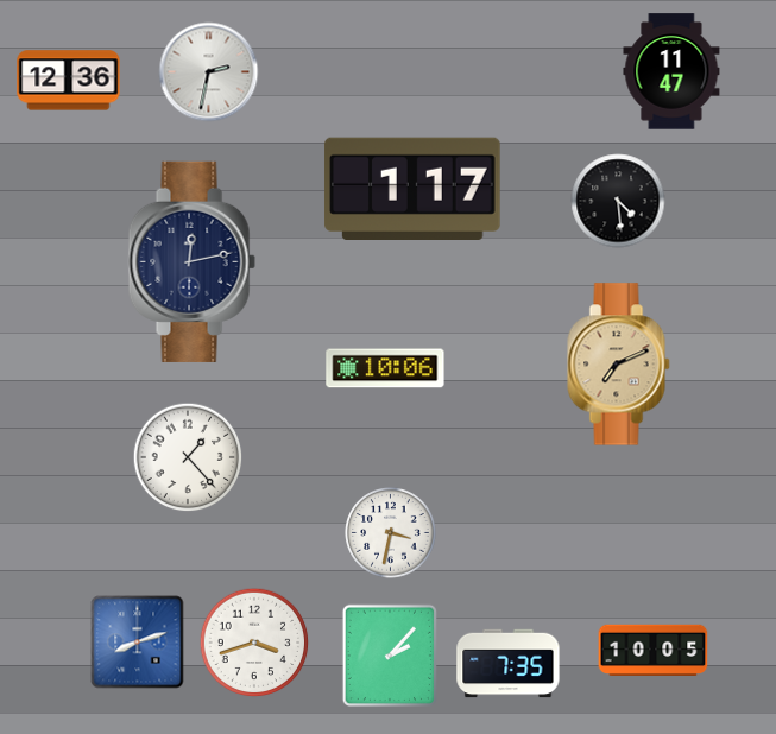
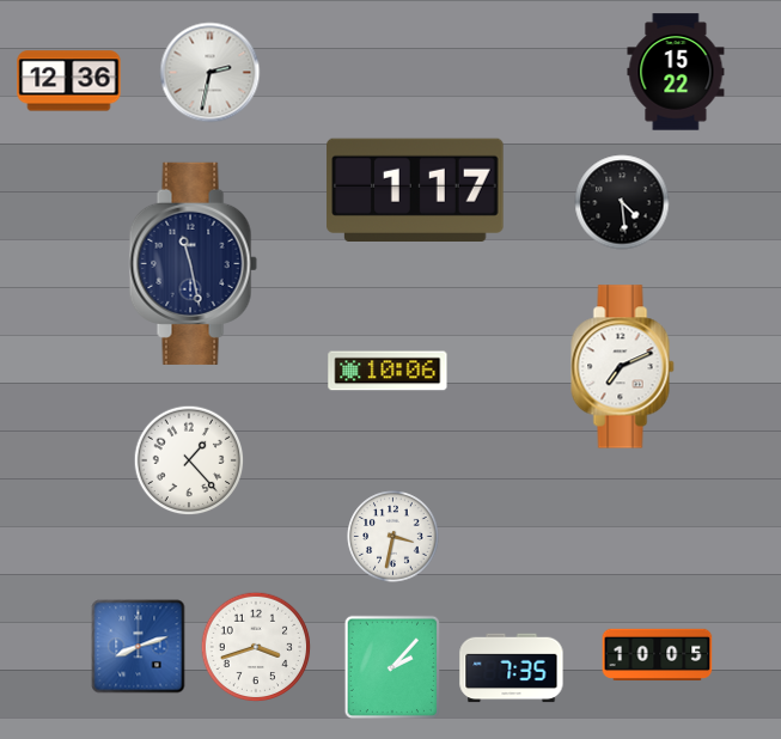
clock at (671, 71): 11:47 -> 15:22
clock at (191, 261): 12:13 -> 11:28
clock at (619, 365) dial: champagne -> white
clock at (389, 656) position: (389, 656) -> (391, 667)
